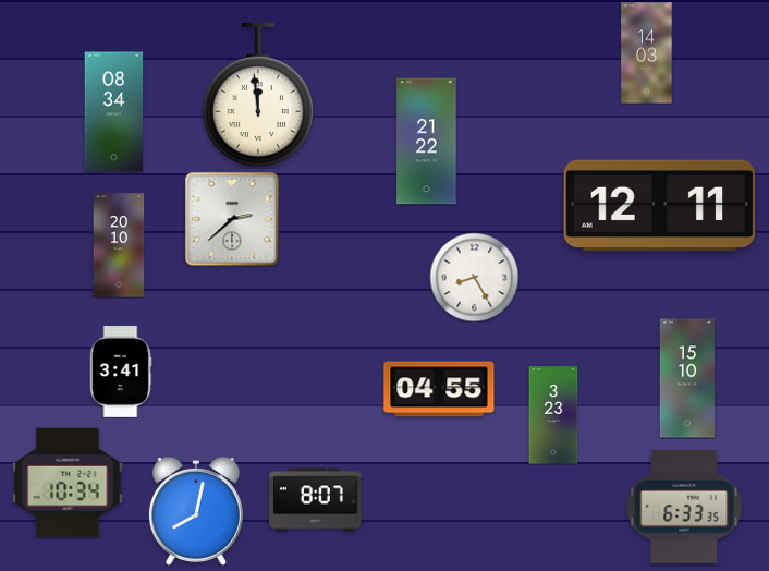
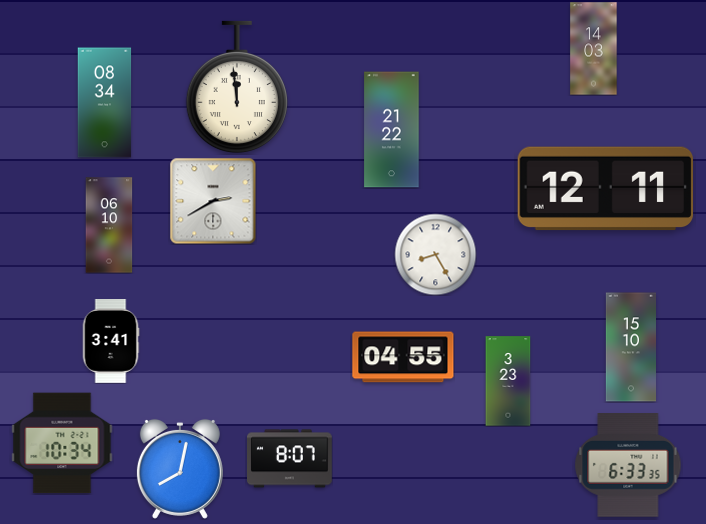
clock at (232, 219): 2:38 -> 2:40
clock at (119, 245): 20:10 -> 06:10
